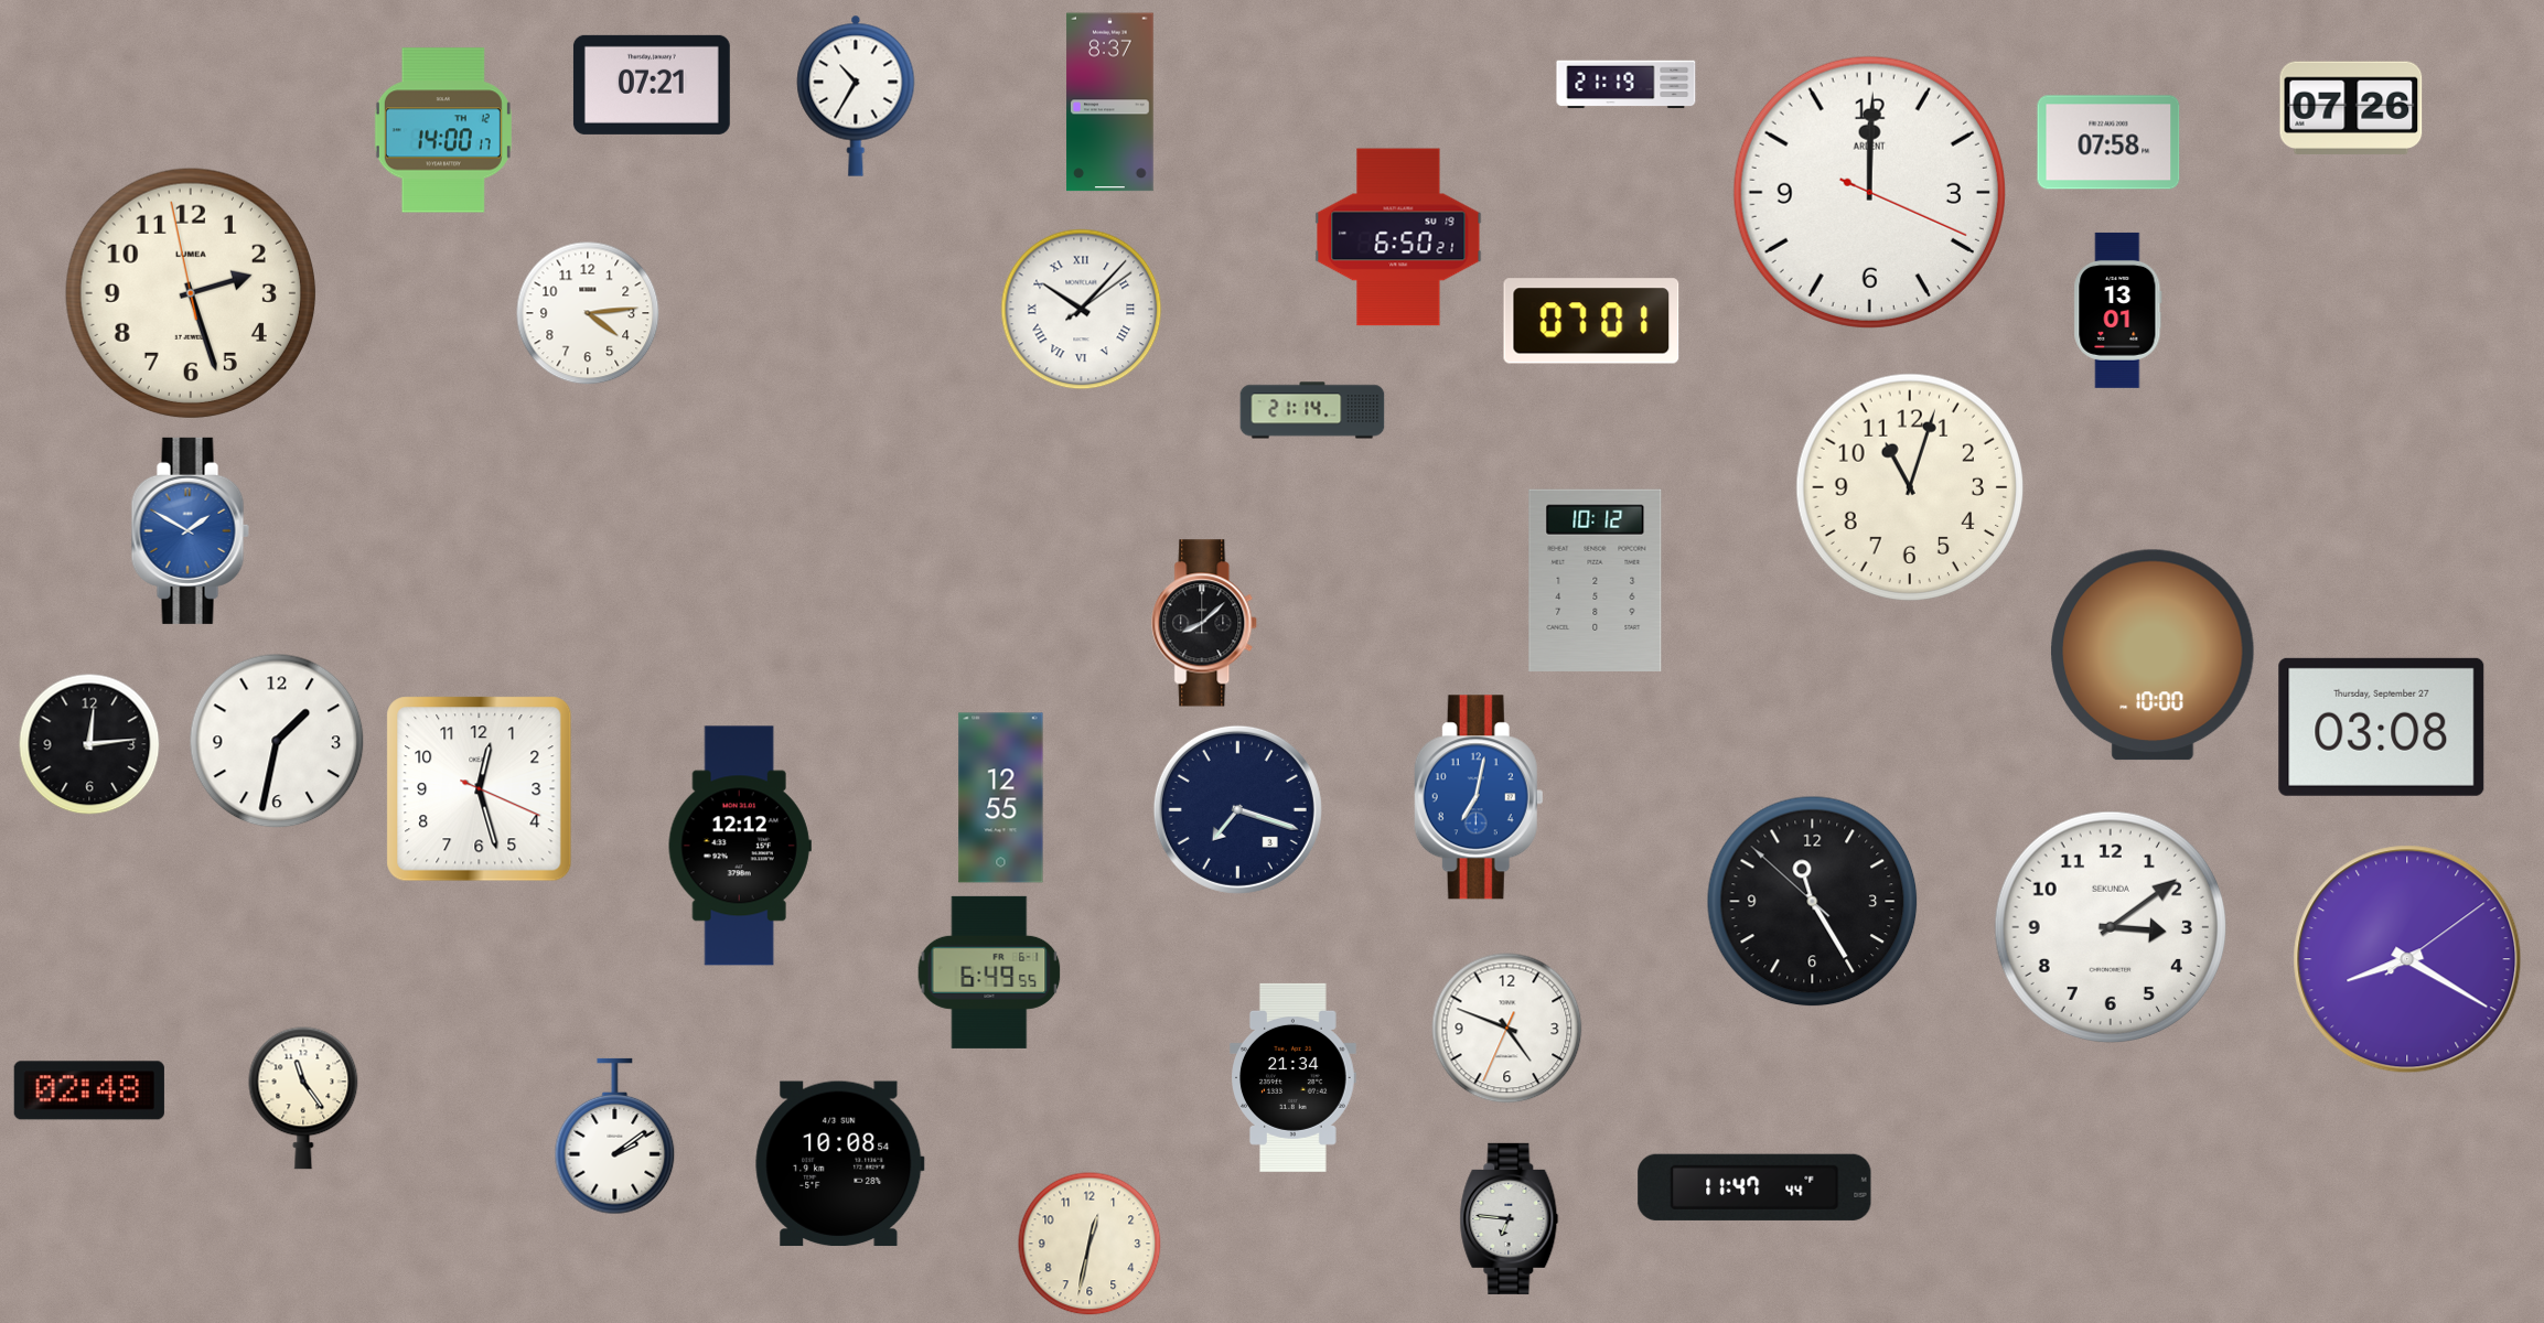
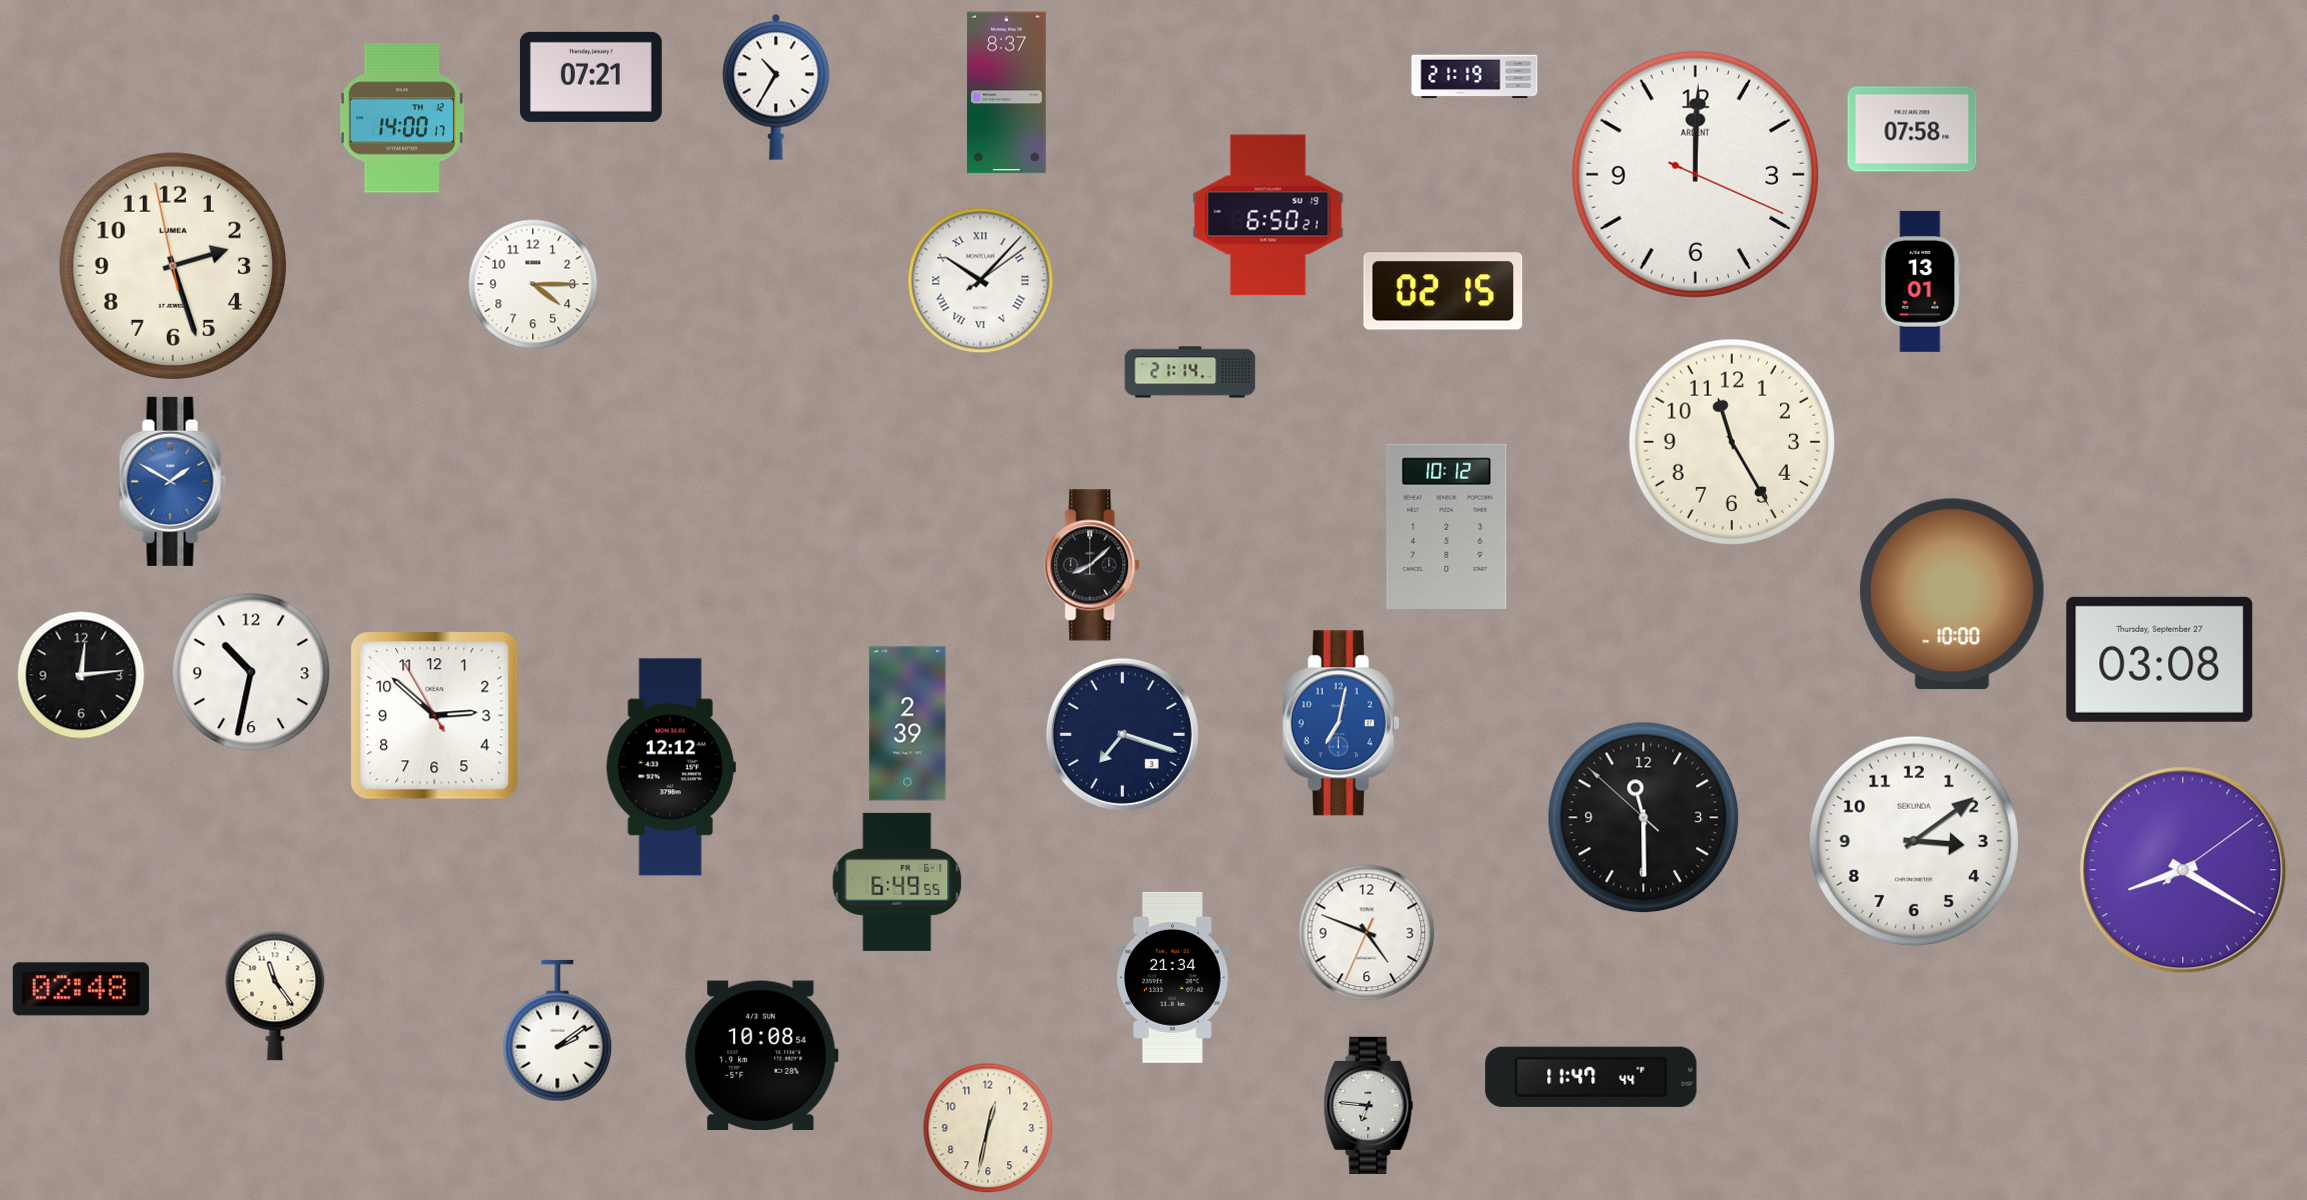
clock at (2351, 108): 07:26 -> none
clock at (588, 313): 4:14 -> 4:15
clock at (1591, 321): 07:01 -> 02:15
clock at (1909, 486): 11:03 -> 11:25
clock at (277, 741): 1:32 -> 10:32
clock at (480, 789): 12:27 -> 2:51
clock at (1001, 798): 12:55 -> 2:39
clock at (1813, 902): 11:24 -> 11:29
